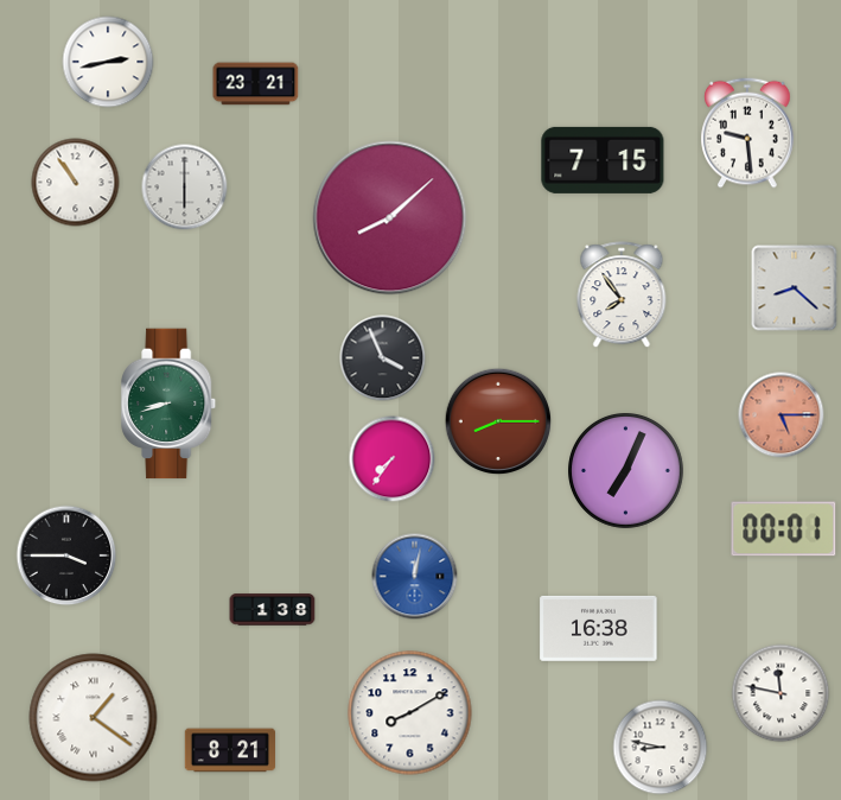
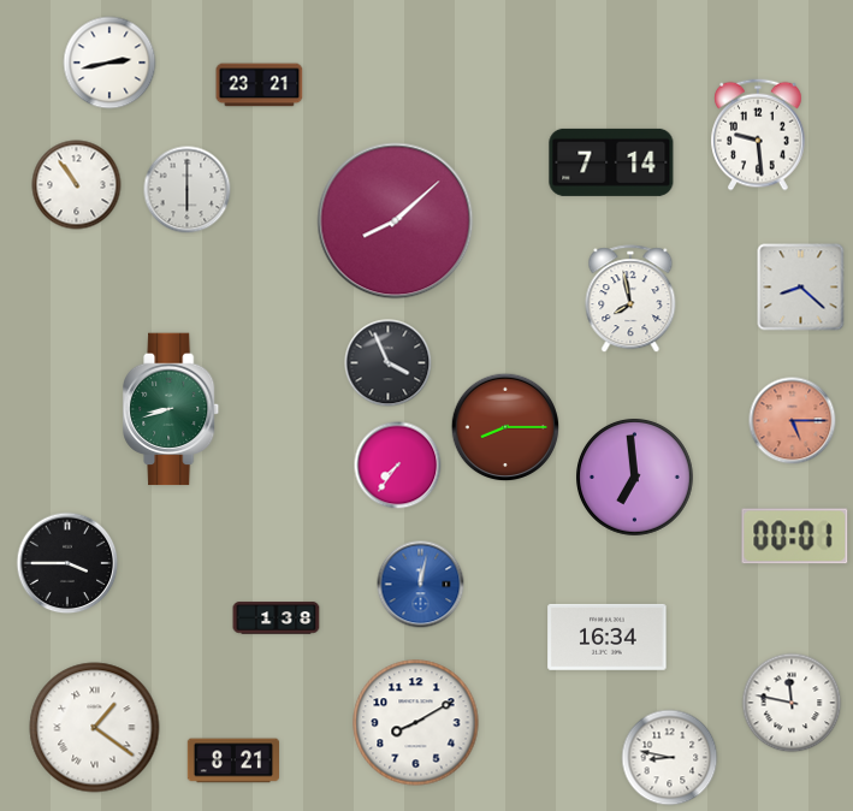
clock at (603, 160): 7:15 -> 7:14
clock at (795, 288) position: (795, 288) -> (801, 288)
clock at (622, 296): 7:54 -> 7:58
clock at (626, 471): 7:04 -> 6:59
clock at (599, 628): 16:38 -> 16:34
